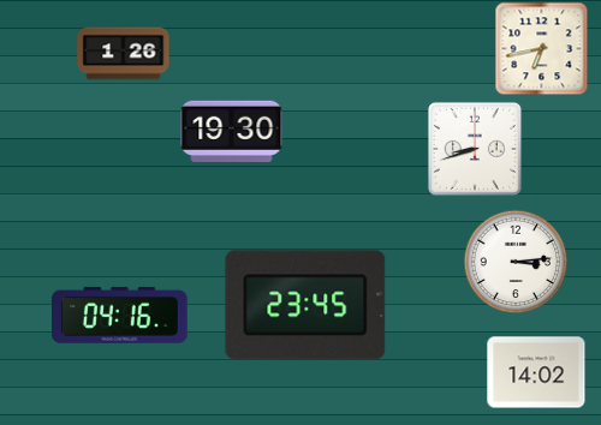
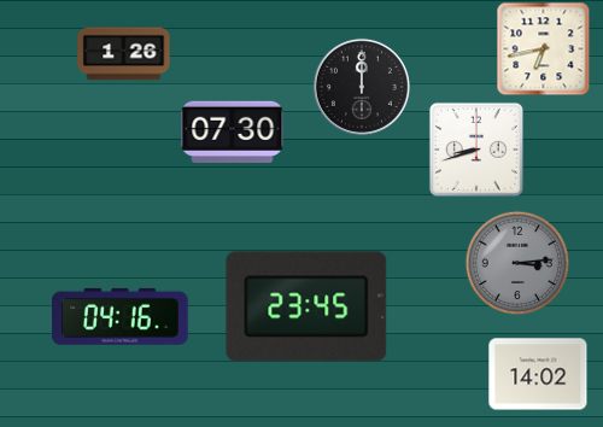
clock at (362, 87): none -> 12:00
clock at (232, 131): 19:30 -> 07:30
clock at (516, 262) dial: white -> grey
